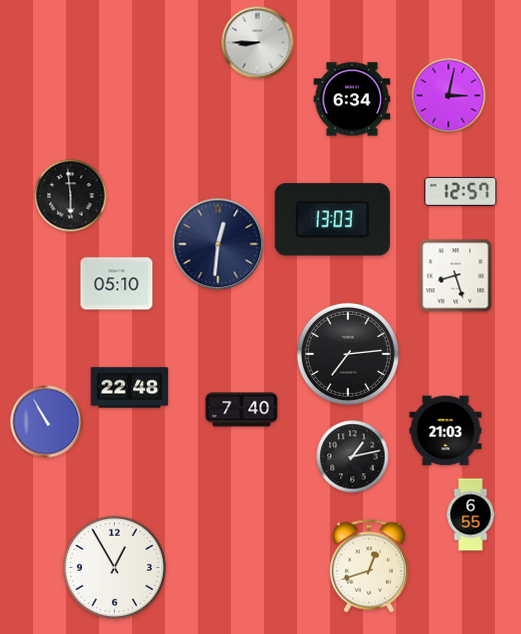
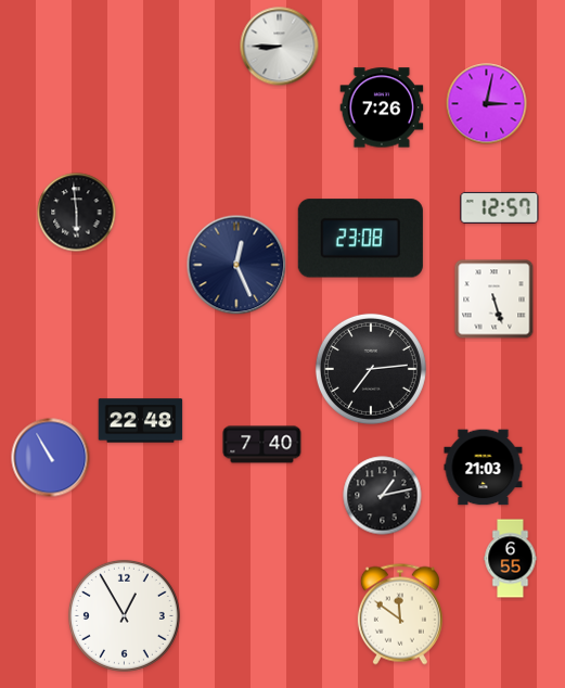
clock at (352, 99): 6:34 -> 7:26
clock at (332, 220): 13:03 -> 23:08
clock at (218, 244): 12:31 -> 12:26
clock at (456, 276): 8:27 -> 5:27
clock at (117, 284): 05:10 -> none
clock at (348, 354) position: (348, 354) -> (371, 369)
clock at (369, 566): 12:42 -> 11:51
